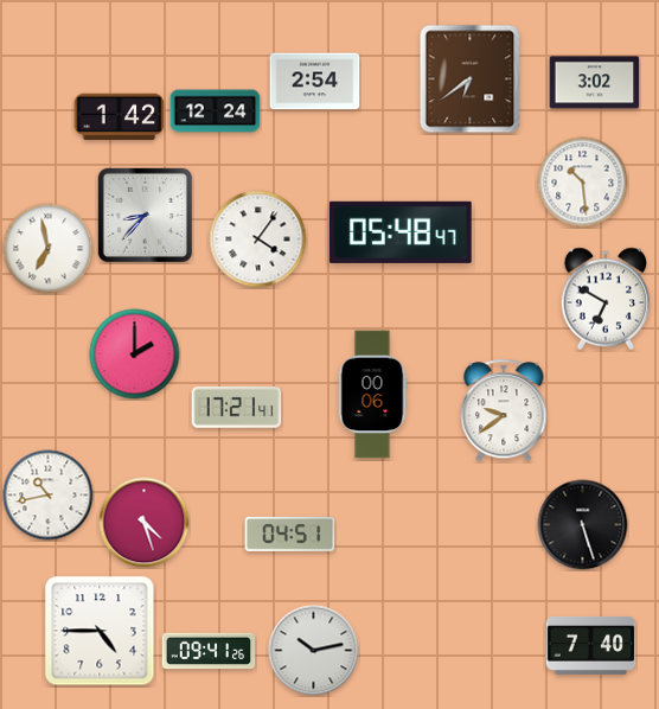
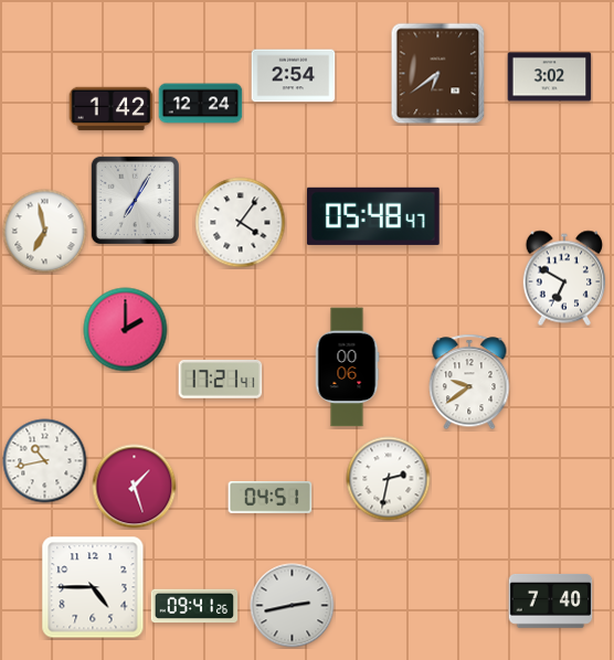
clock at (595, 83) position: (595, 83) -> (550, 77)
clock at (583, 183): 10:29 -> none
clock at (145, 215): 8:37 -> 7:05
clock at (389, 479): none -> 2:32
clock at (145, 523): 4:27 -> 1:27
clock at (583, 525): 5:27 -> none
clock at (314, 651): 10:13 -> 2:43
